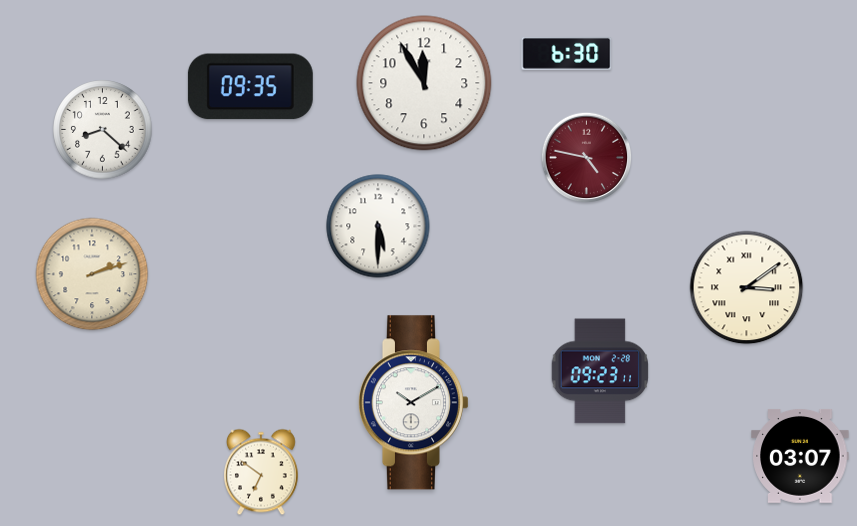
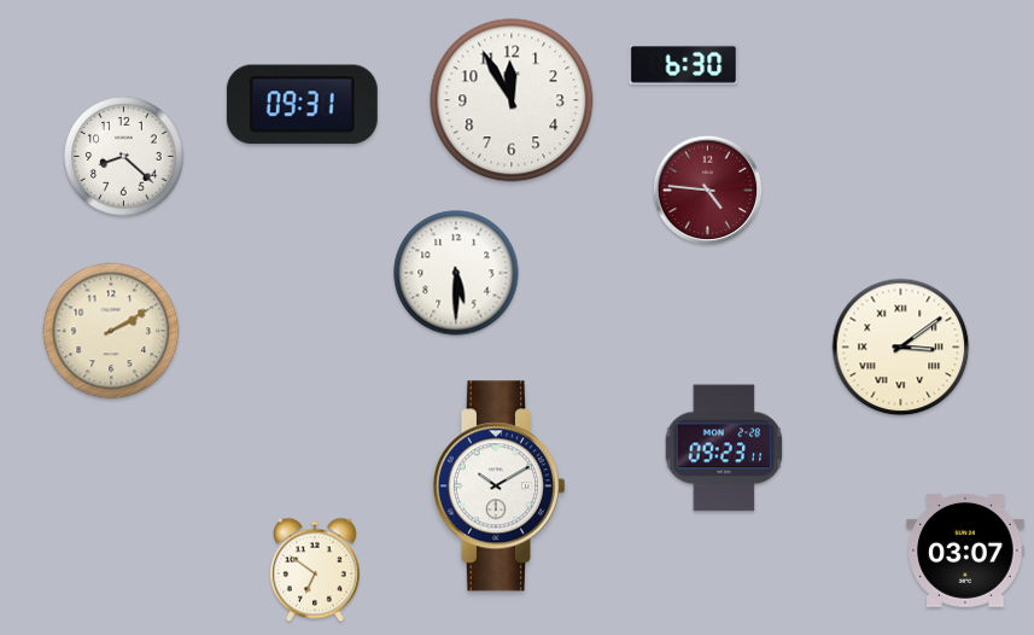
clock at (250, 87): 09:35 -> 09:31
clock at (587, 158): 4:47 -> 4:46
clock at (92, 274): 2:12 -> 2:10
